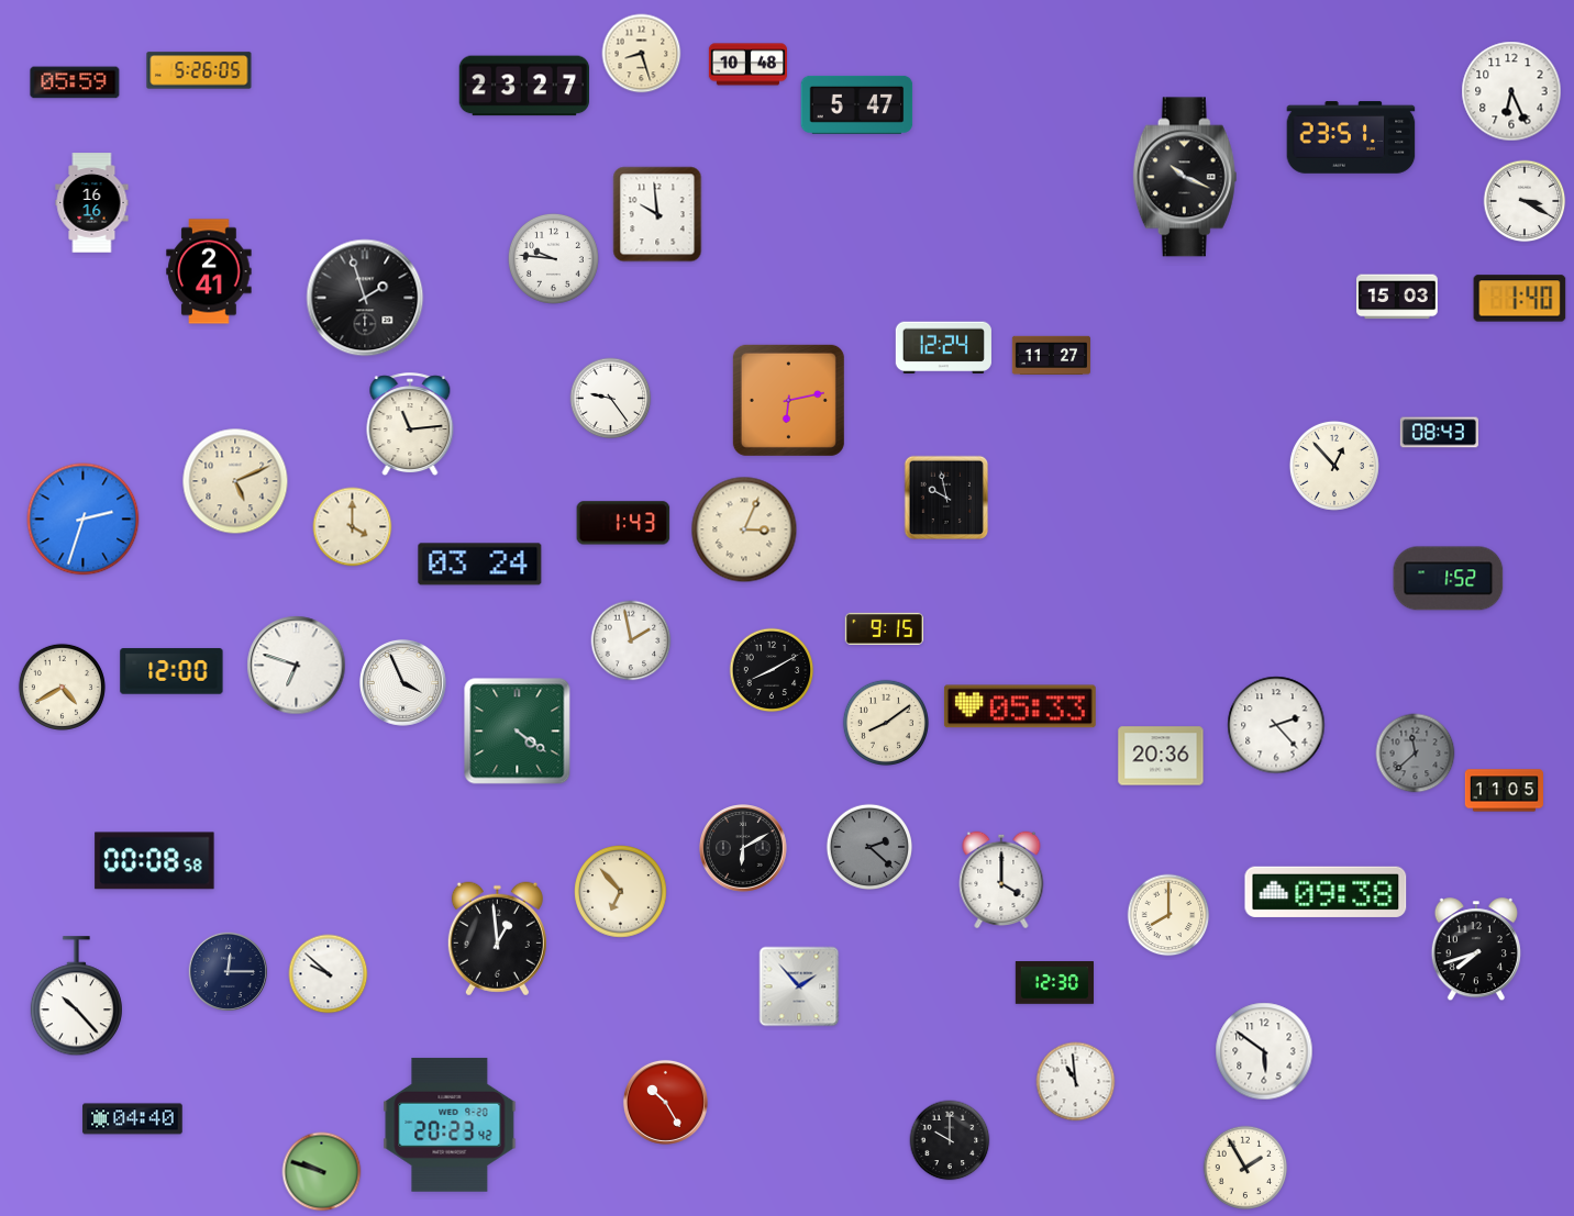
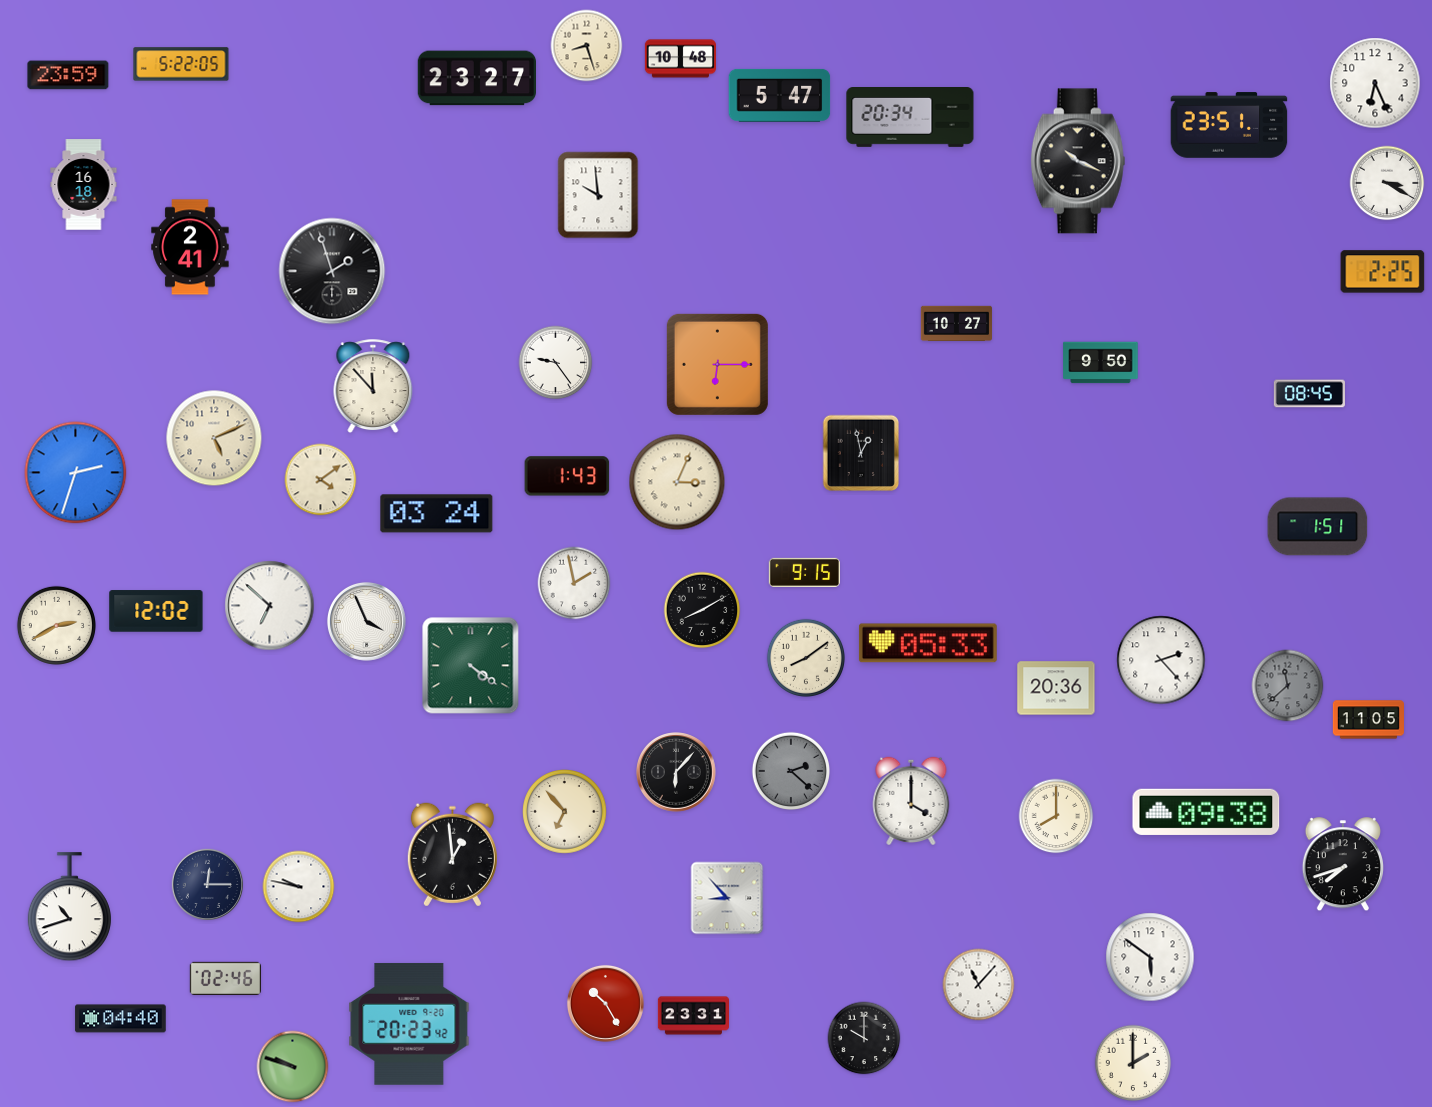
clock at (642, 54) position: (642, 54) -> (587, 46)
clock at (199, 70): 5:26 -> 5:22
clock at (75, 82): 05:59 -> 23:59
clock at (910, 118): none -> 20:34
clock at (92, 203): 16:16 -> 16:18
clock at (553, 258): 9:46 -> none
clock at (1398, 297): 15:03 -> none
clock at (1520, 299): 1:40 -> 2:25
clock at (943, 347): 12:24 -> none
clock at (1051, 355): 11:27 -> 10:27
clock at (1101, 363): none -> 9:50
clock at (788, 400): 6:13 -> 6:15
clock at (410, 424): 11:14 -> 11:53
clock at (1439, 433): 08:43 -> 08:45
clock at (1334, 466): 12:53 -> none
clock at (946, 498): 9:58 -> 12:58
clock at (353, 527): 4:00 -> 4:09
clock at (1449, 579): 1:52 -> 1:51
clock at (297, 666): 6:48 -> 6:52
clock at (171, 671): 12:00 -> 12:02
clock at (62, 687): 4:40 -> 2:40
clock at (744, 849): 6:10 -> 6:07
clock at (155, 861): 00:08 -> none
clock at (1168, 915) position: (1168, 915) -> (1056, 816)
clock at (329, 974): 9:52 -> 9:47
clock at (1054, 983): 12:30 -> none
clock at (799, 986): 1:53 -> 8:53
clock at (76, 996): 10:23 -> 10:42
clock at (225, 978): none -> 02:46
clock at (1076, 1082): 10:59 -> 11:07
clock at (693, 1016): none -> 23:31
clock at (1245, 1168): 1:55 -> 2:00
